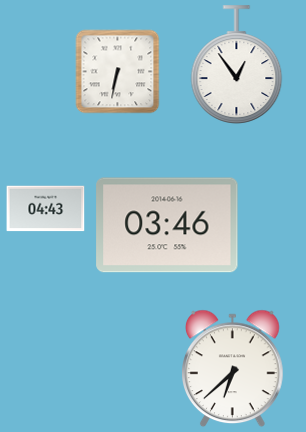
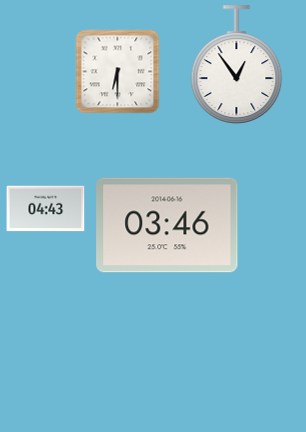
clock at (118, 72): 6:32 -> 6:30
clock at (233, 369): 6:38 -> none
